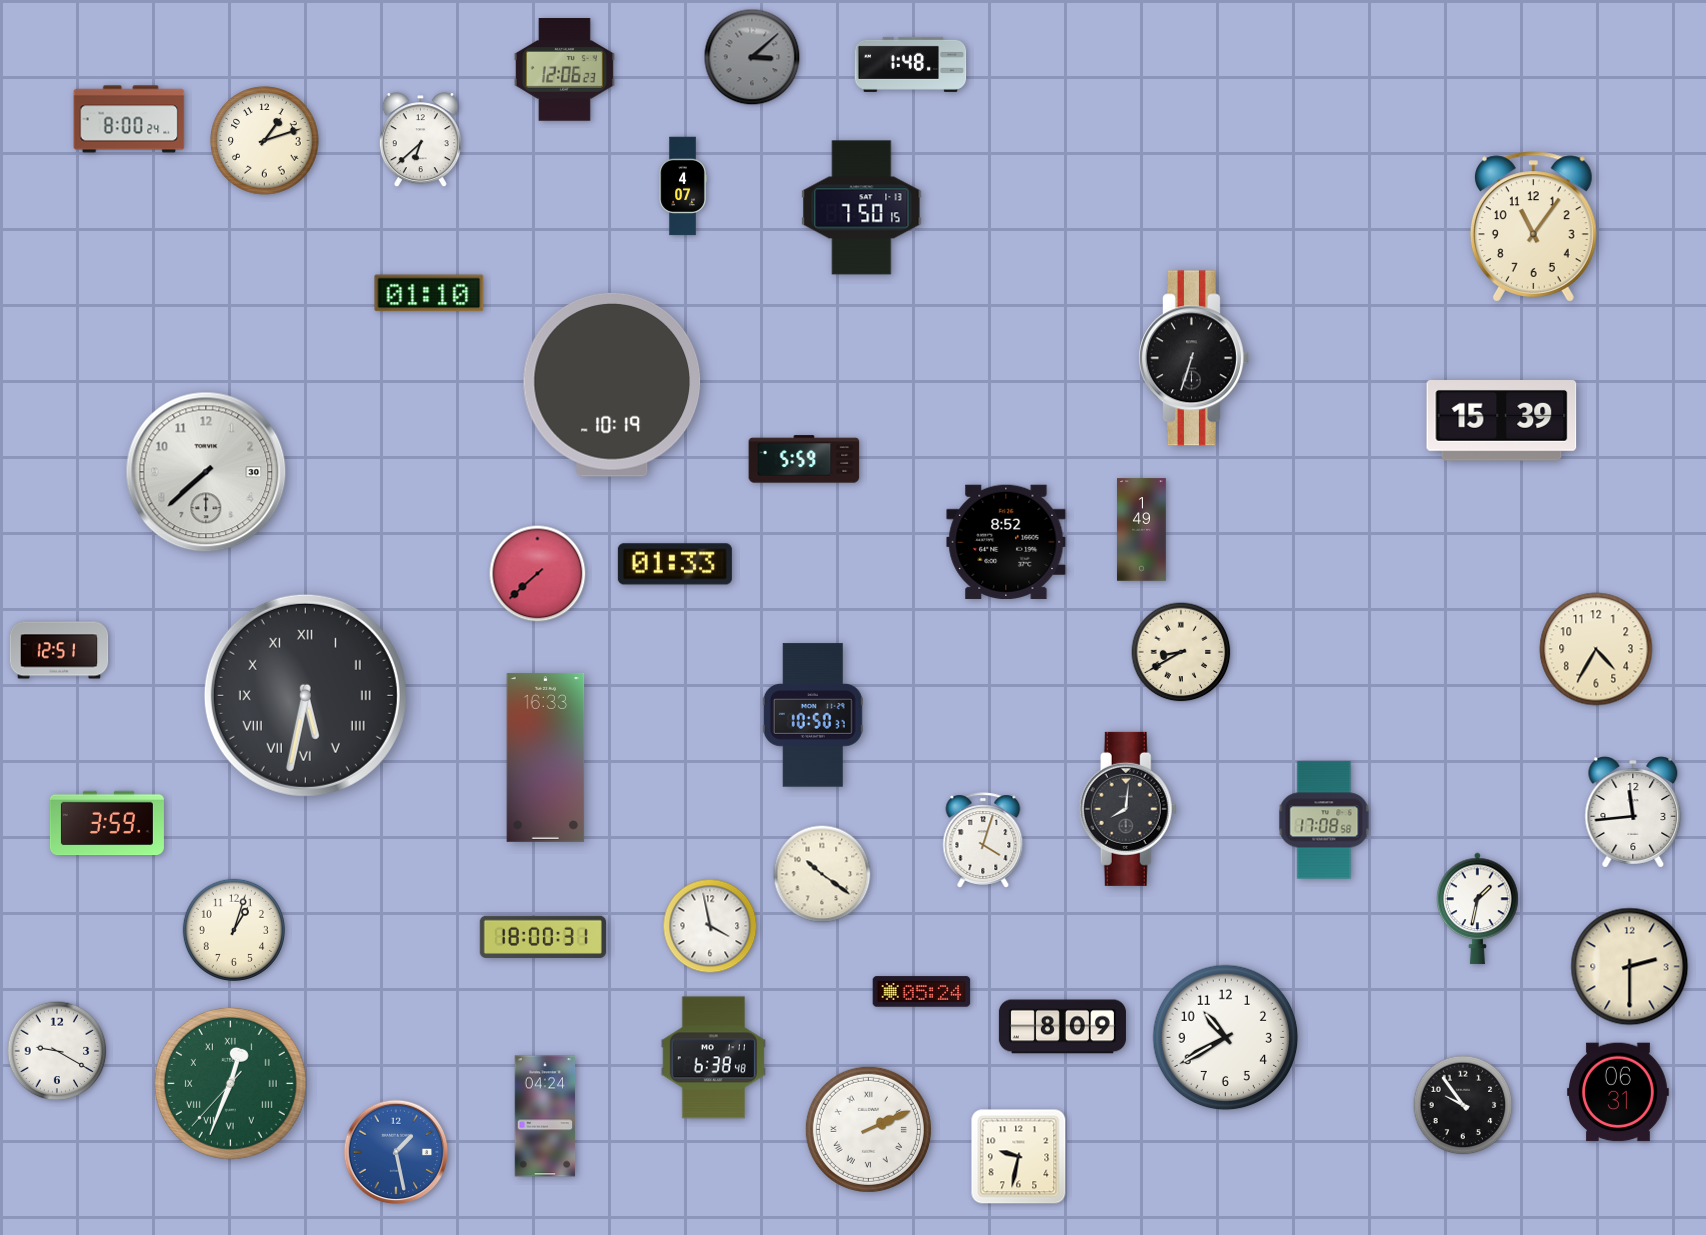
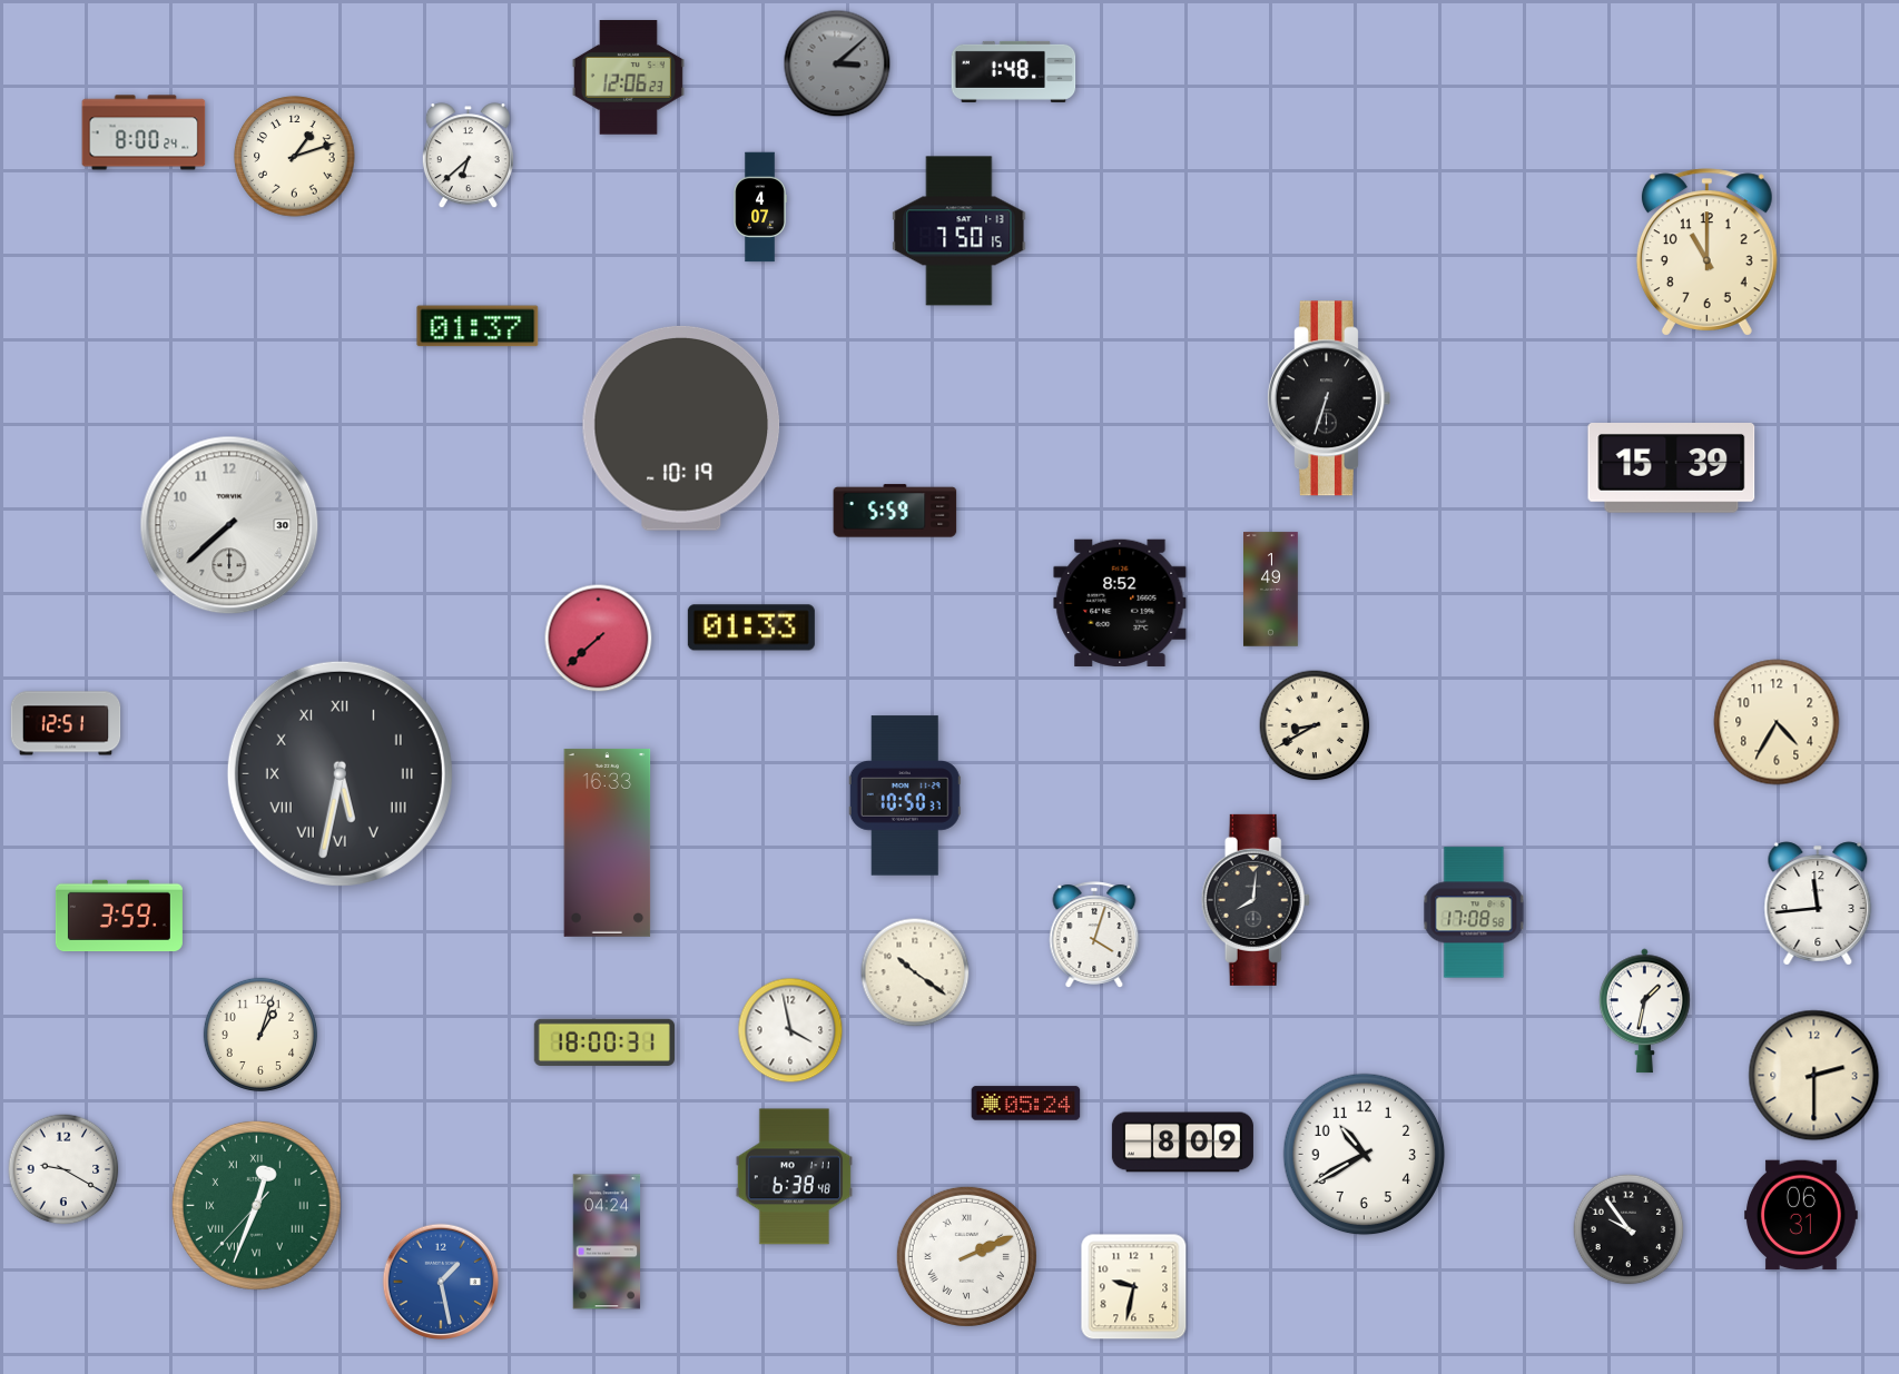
clock at (1533, 227): 11:06 -> 11:00
clock at (429, 293): 01:10 -> 01:37
